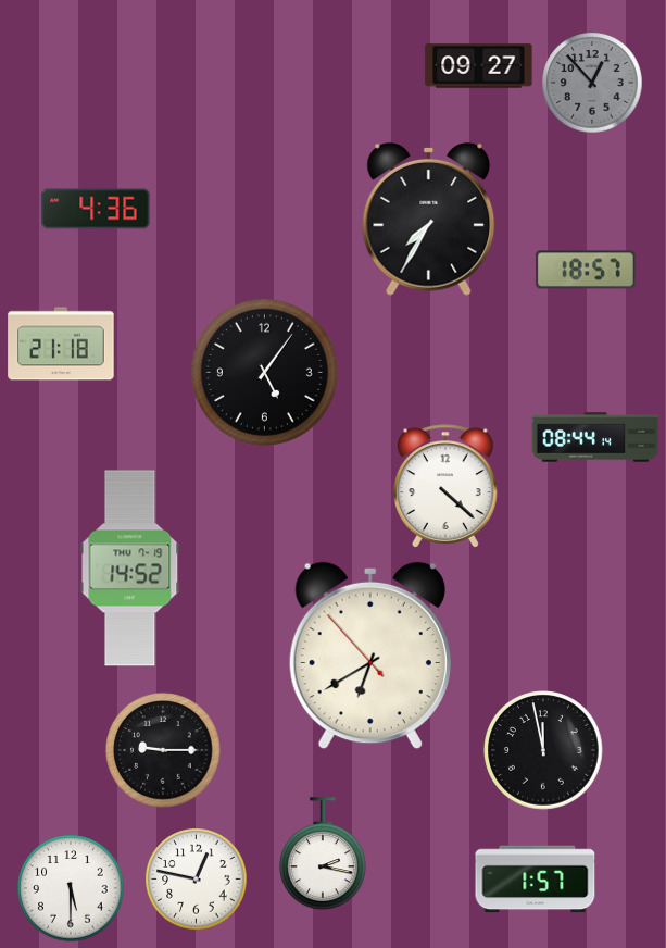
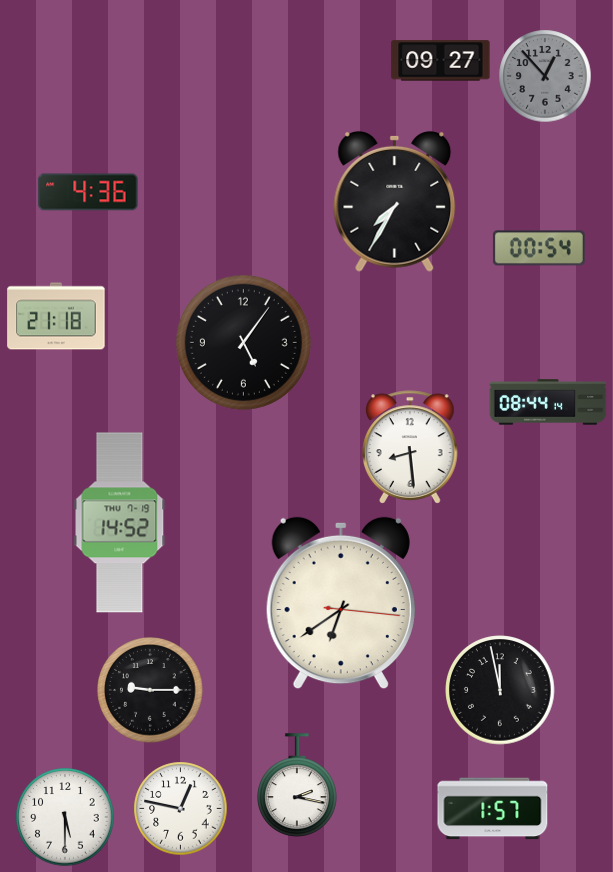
clock at (586, 270): 18:57 -> 00:54
clock at (447, 486): 4:22 -> 8:29
clock at (370, 656): 6:39:53 -> 6:39:16
